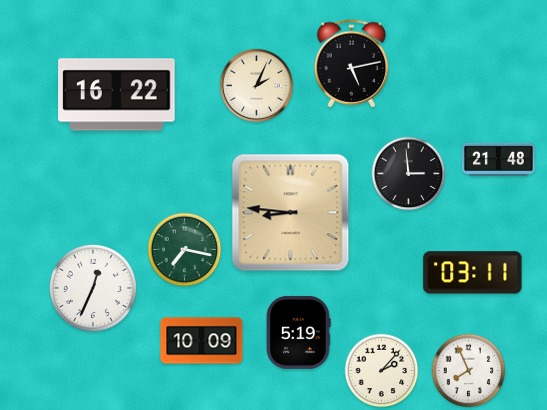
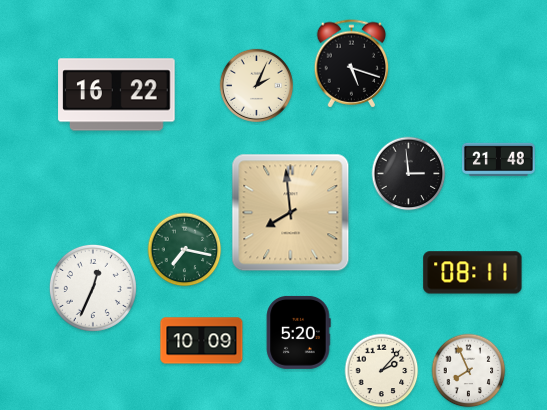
clock at (352, 64): 5:13 -> 5:18
clock at (291, 213): 8:46 -> 7:59
clock at (473, 273): 03:11 -> 08:11
clock at (298, 332): 5:19 -> 5:20
